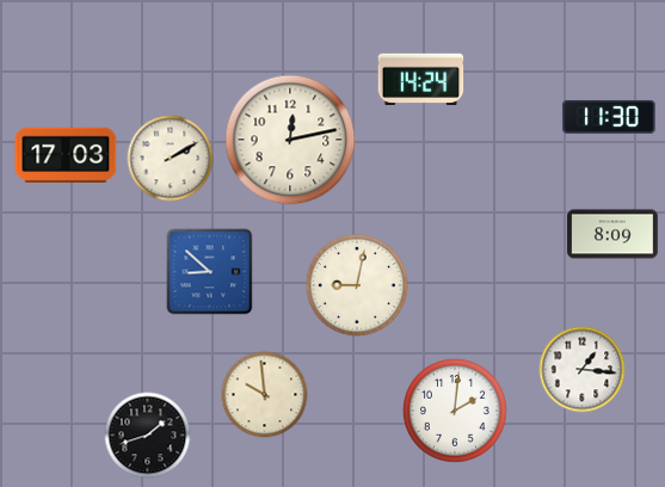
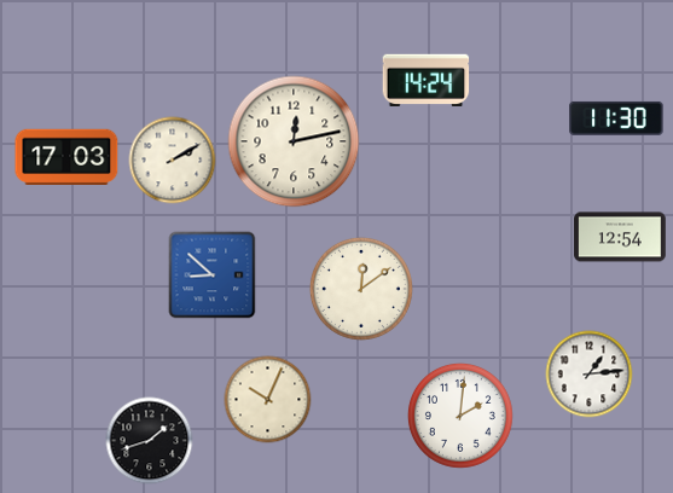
clock at (612, 234): 8:09 -> 12:54
clock at (357, 285): 9:02 -> 12:09
clock at (583, 370): 1:16 -> 1:14
clock at (265, 395): 9:59 -> 10:04
